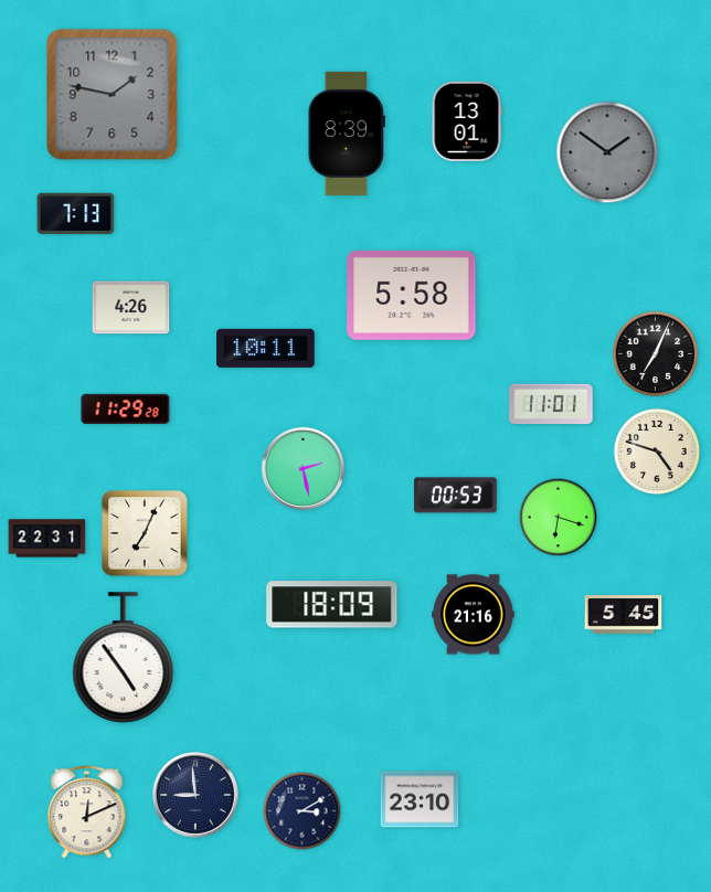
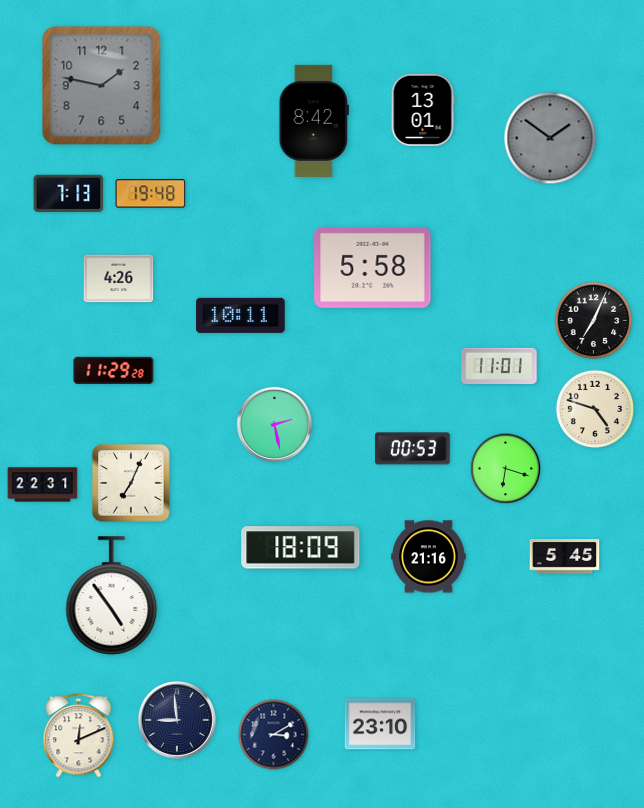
clock at (347, 134): 8:39 -> 8:42
clock at (151, 194): none -> 19:48
clock at (47, 539) position: (47, 539) -> (43, 485)
